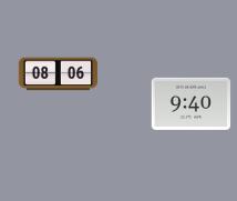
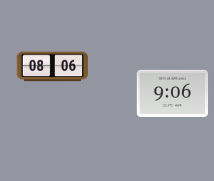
clock at (192, 103): 9:40 -> 9:06
